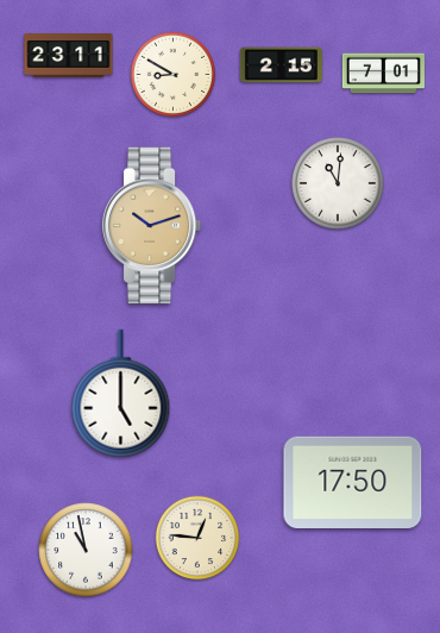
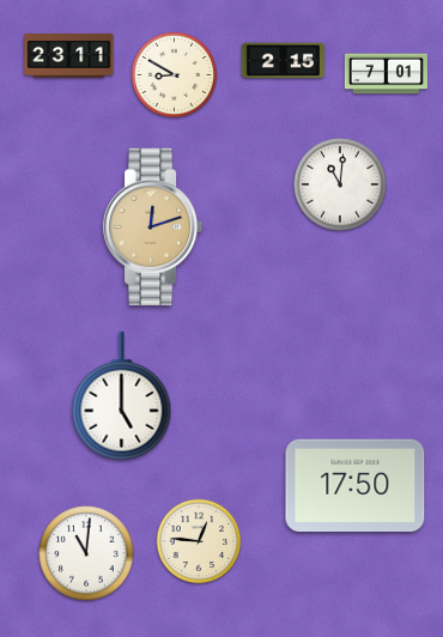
clock at (281, 65) position: (281, 65) -> (283, 61)
clock at (152, 226): 10:12 -> 12:12
clock at (86, 550): 10:58 -> 11:01
